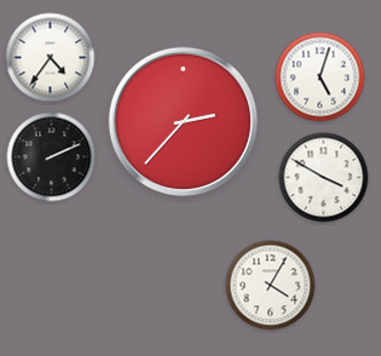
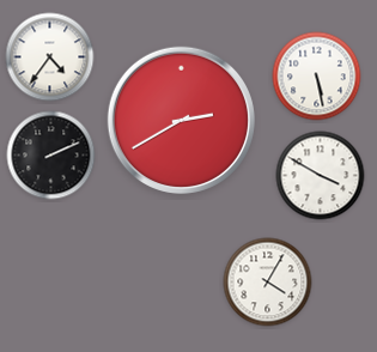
clock at (321, 77): 5:03 -> 5:28
clock at (183, 121): 2:37 -> 2:40
